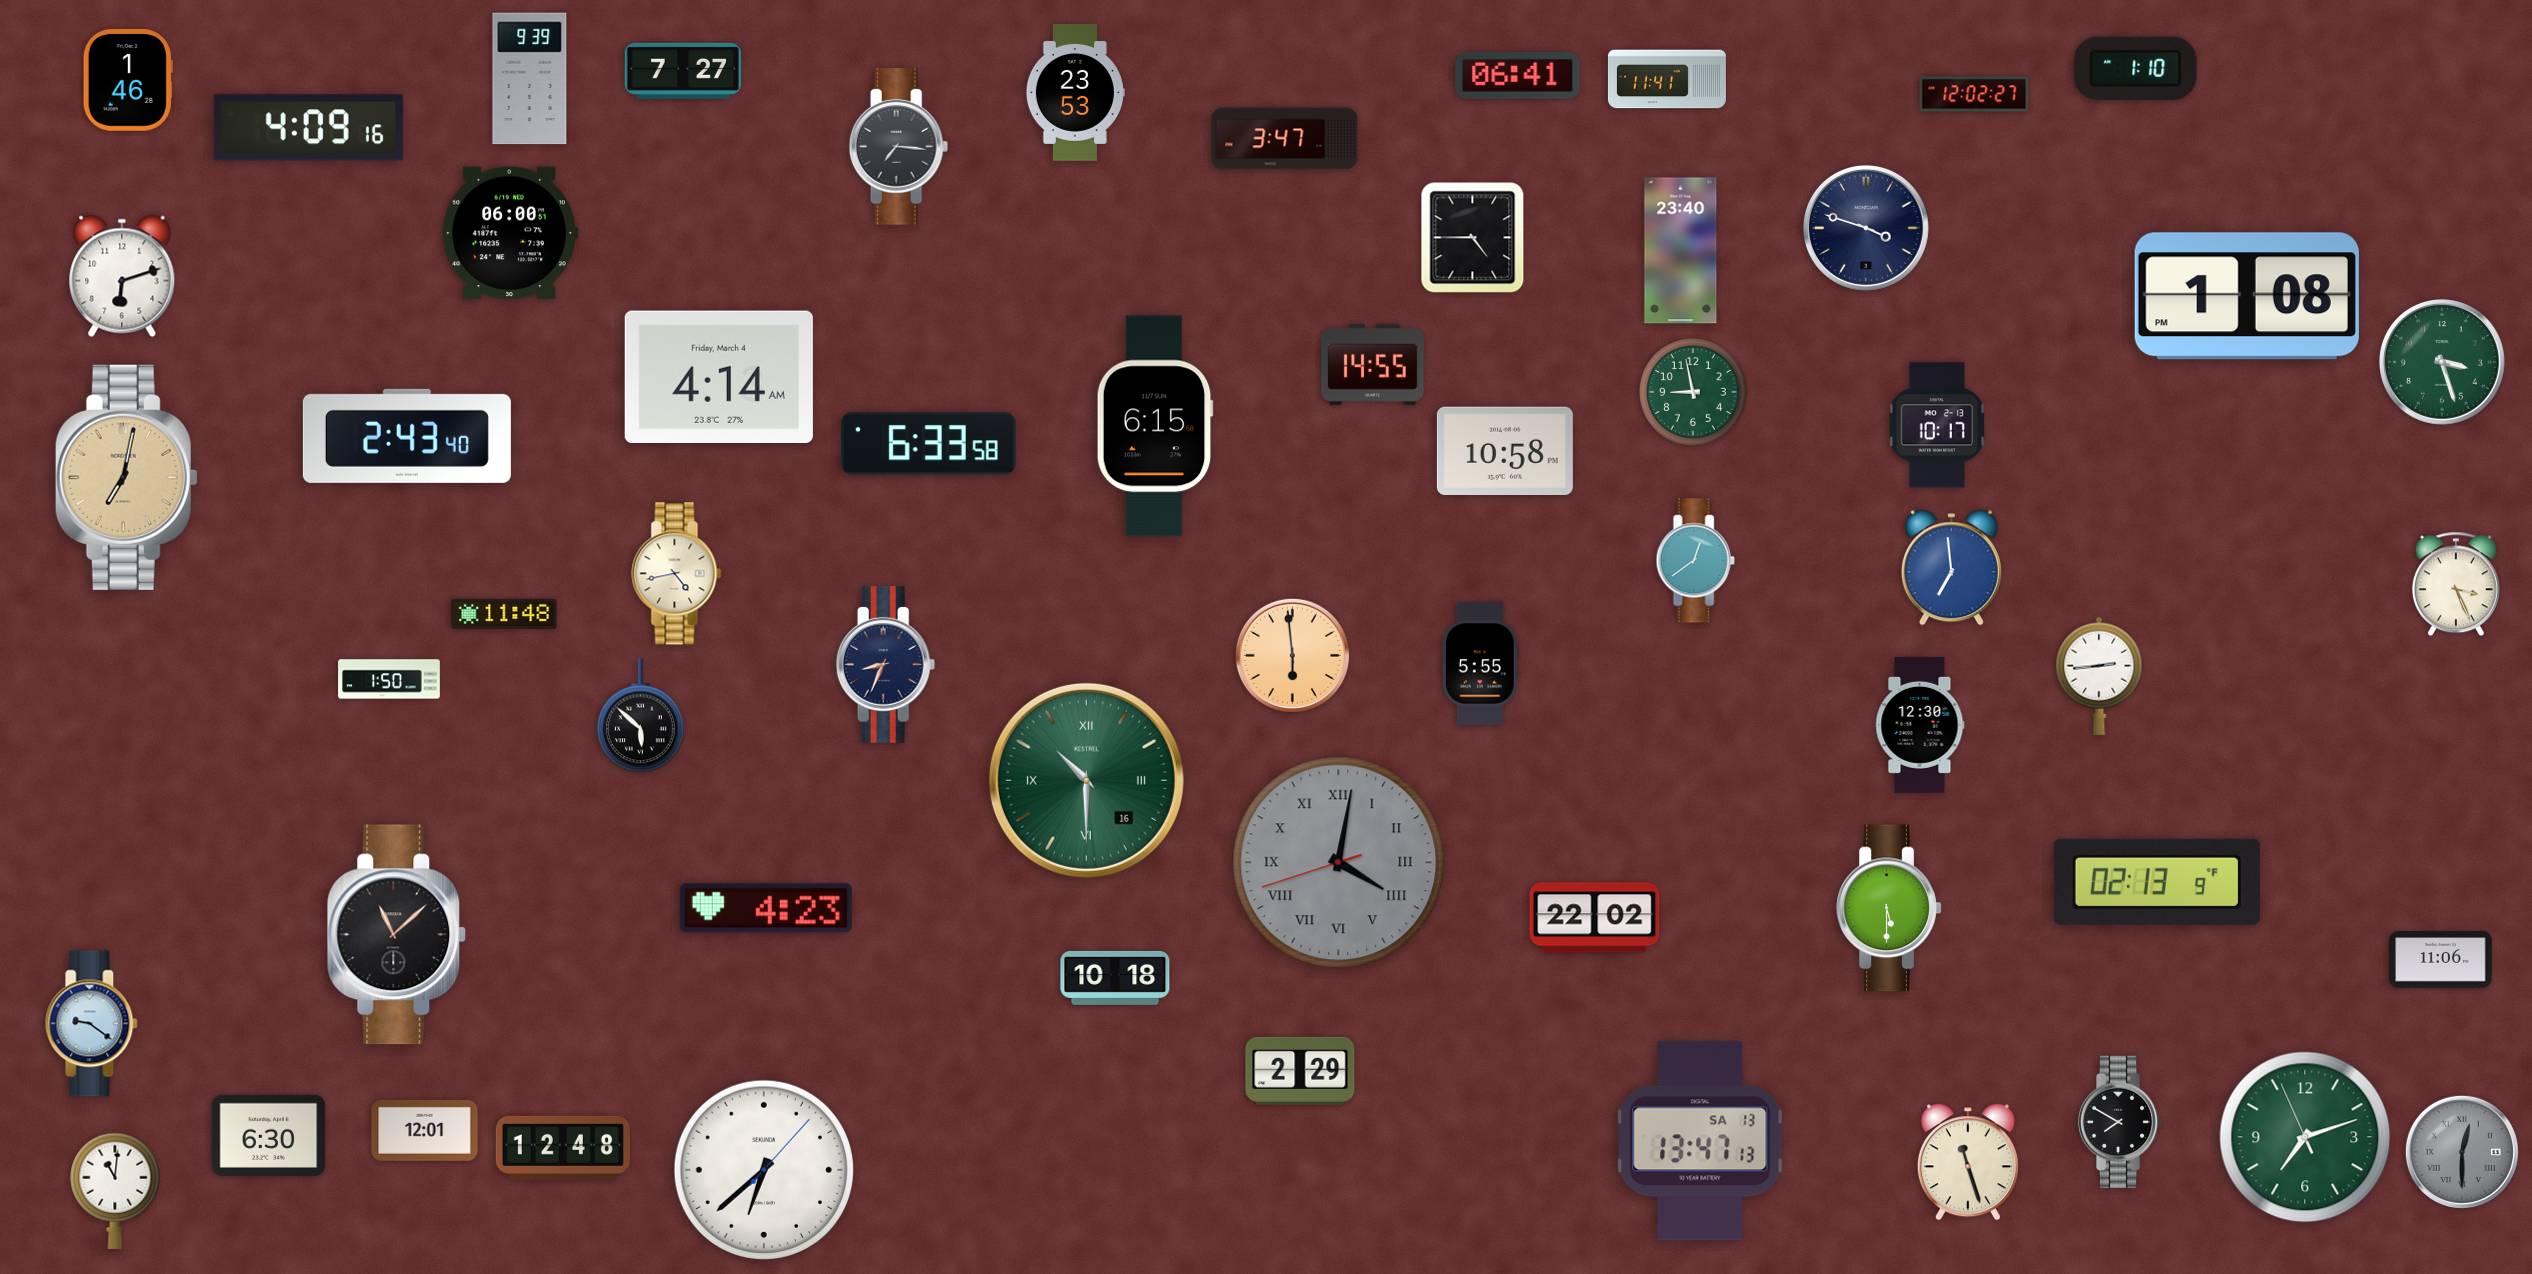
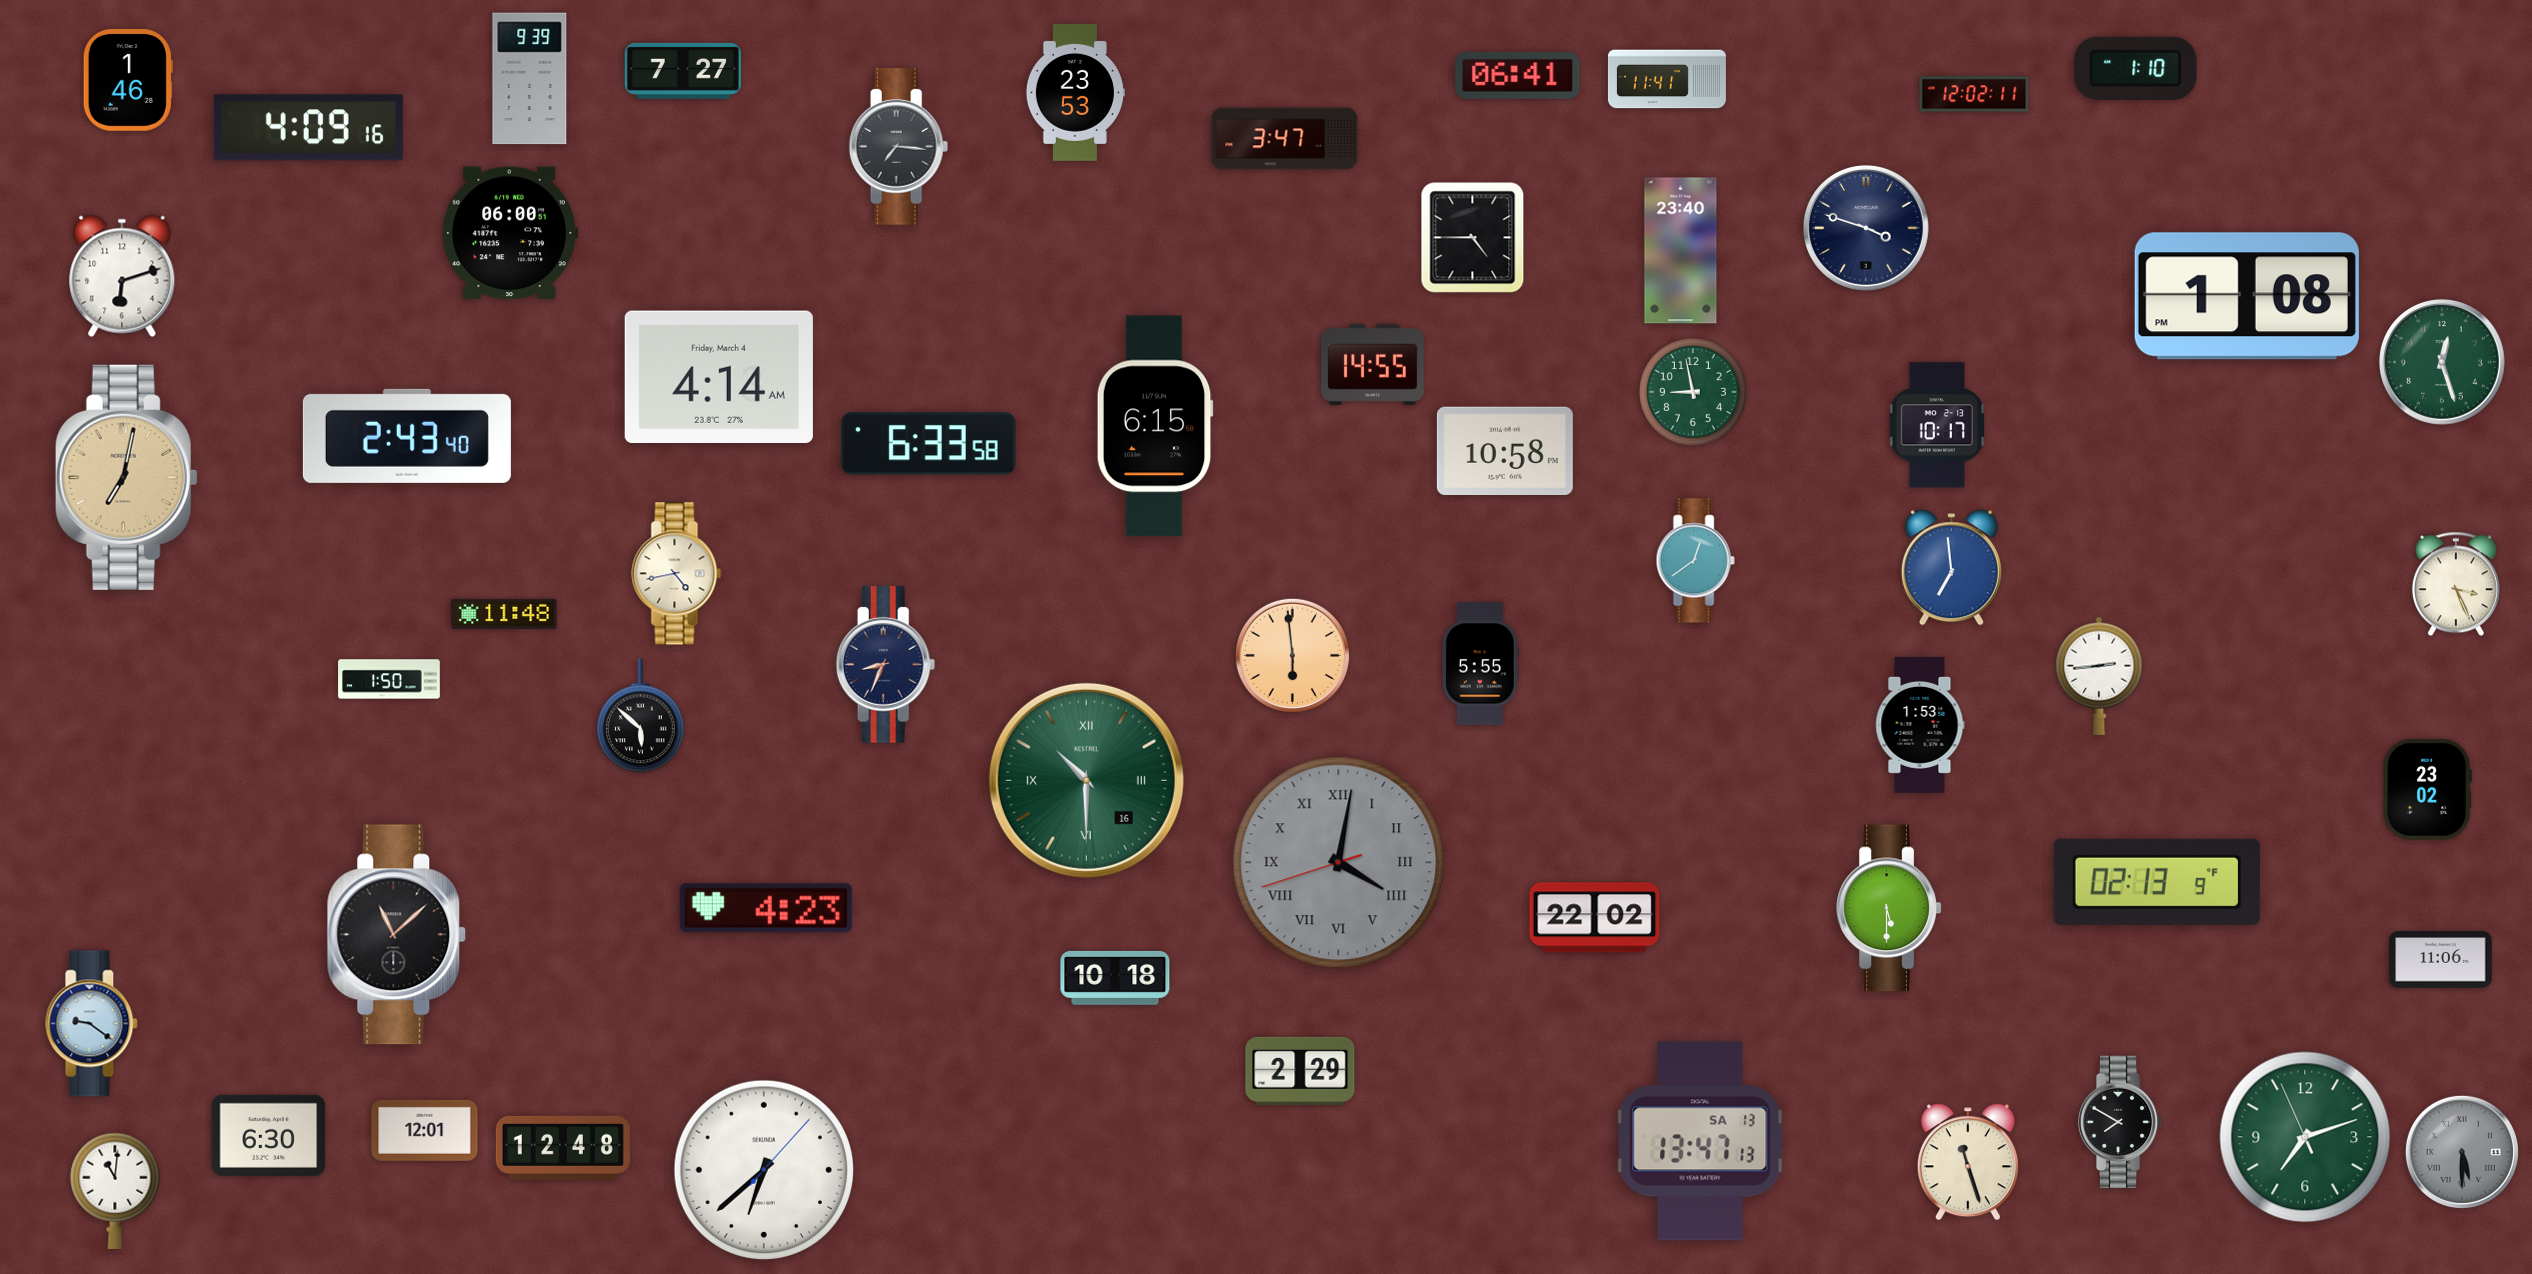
clock at (1974, 94): 12:02:27 -> 12:02:11
clock at (2442, 362): 3:27 -> 12:27
clock at (1920, 725): 12:30 -> 1:53
clock at (2427, 789): none -> 23:02
clock at (2462, 1152): 12:30 -> 5:30
